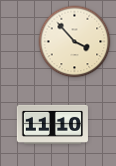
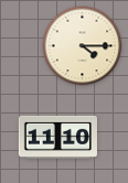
clock at (75, 42): 3:53 -> 4:15
